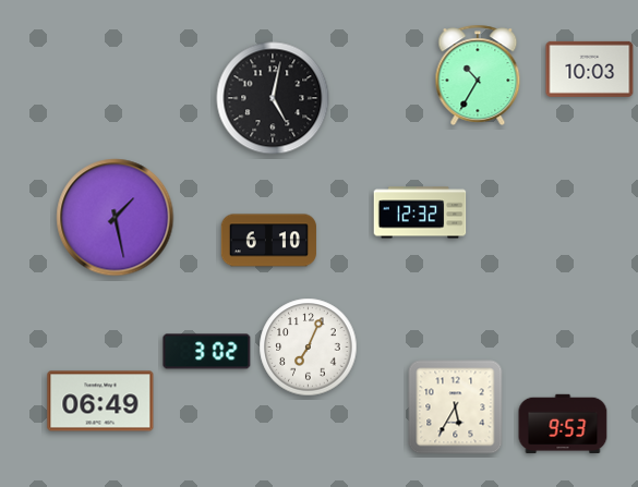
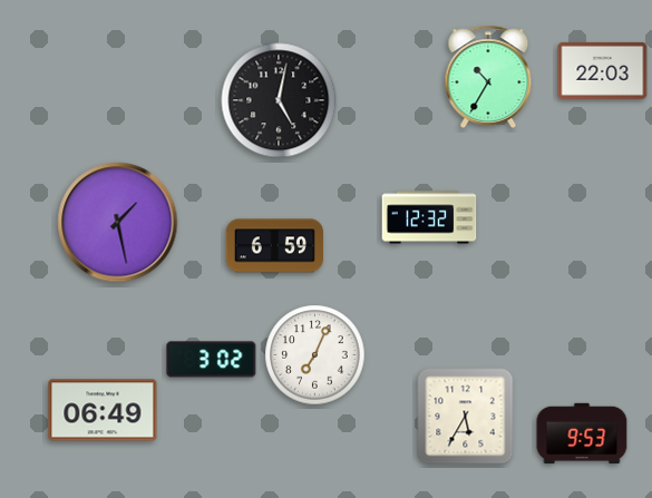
clock at (590, 69): 10:03 -> 22:03
clock at (268, 241): 6:10 -> 6:59
clock at (563, 424) position: (563, 424) -> (582, 433)
